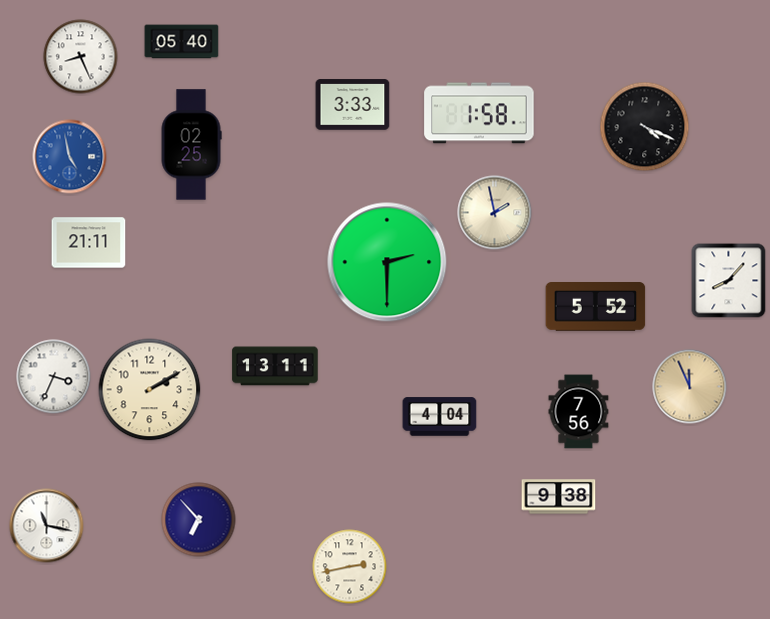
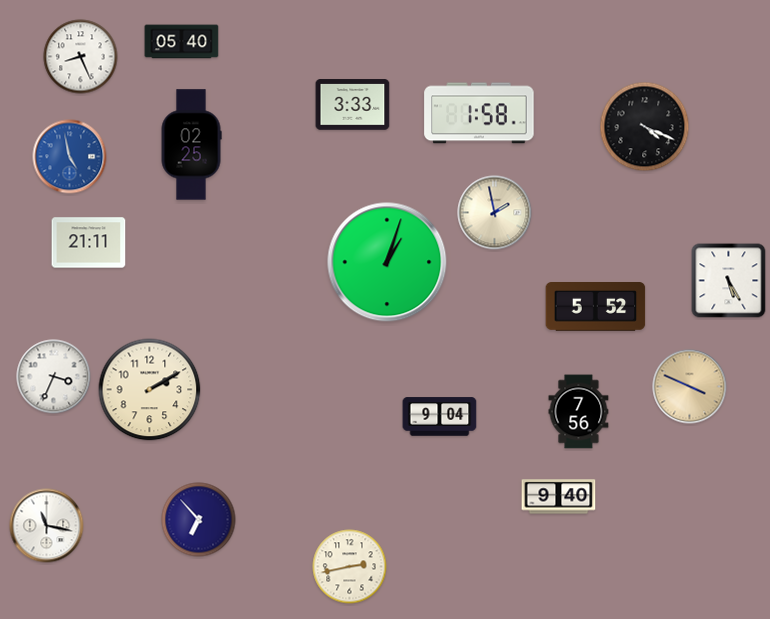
clock at (387, 262): 2:30 -> 1:03
clock at (729, 281): 8:07 -> 5:25
clock at (275, 366): 13:11 -> none
clock at (690, 387): 11:56 -> 3:49
clock at (440, 417): 4:04 -> 9:04
clock at (559, 497): 9:38 -> 9:40
